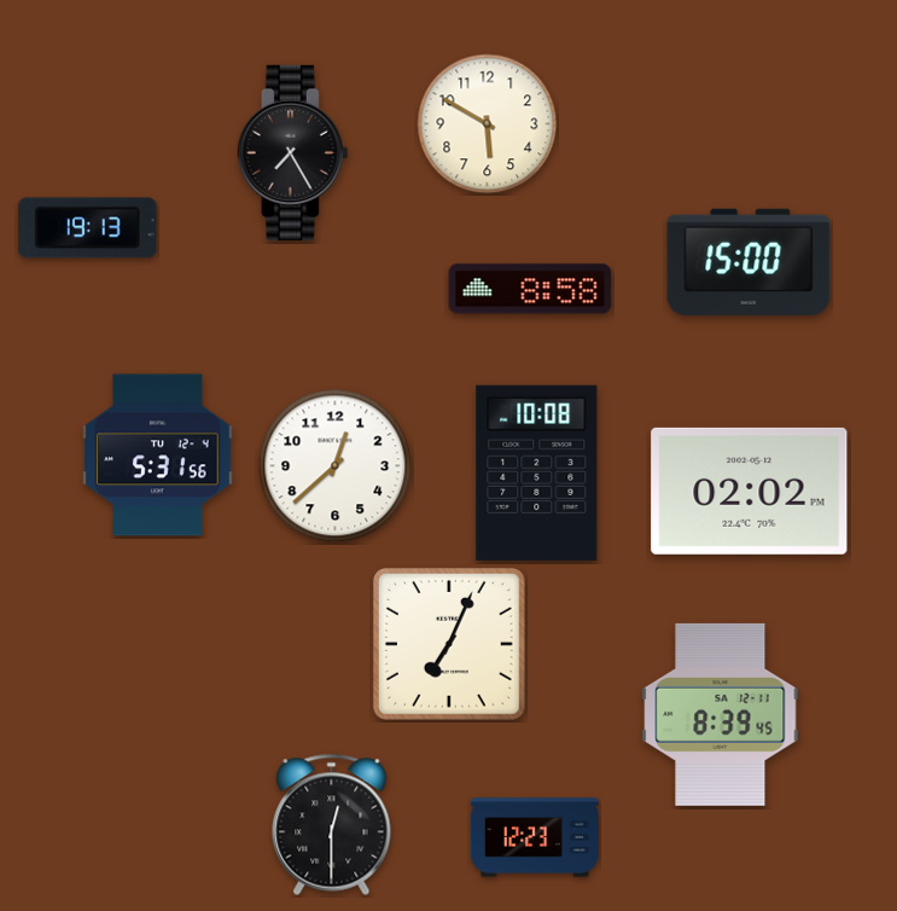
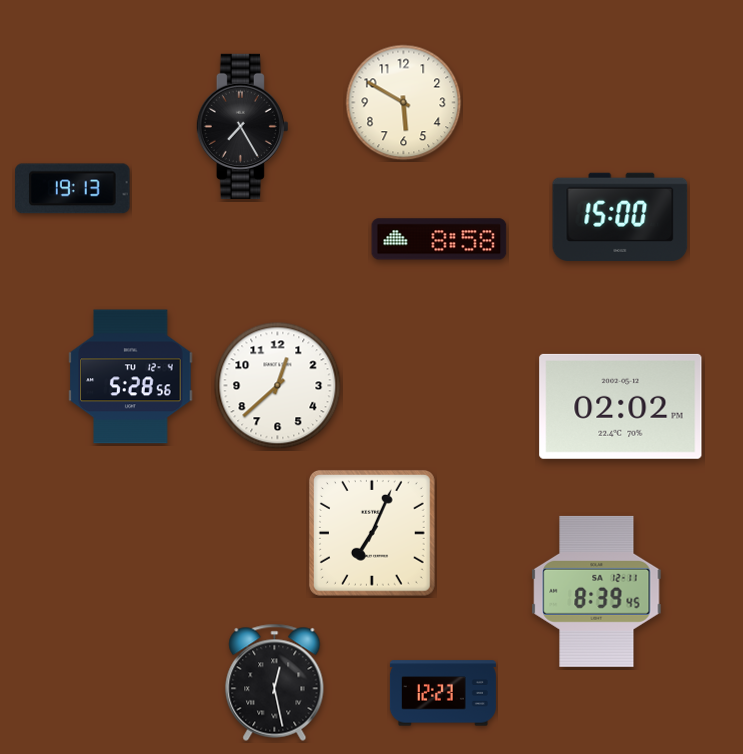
clock at (158, 455): 5:31 -> 5:28
clock at (537, 472): 10:08 -> none
clock at (332, 824): 12:30 -> 12:28
